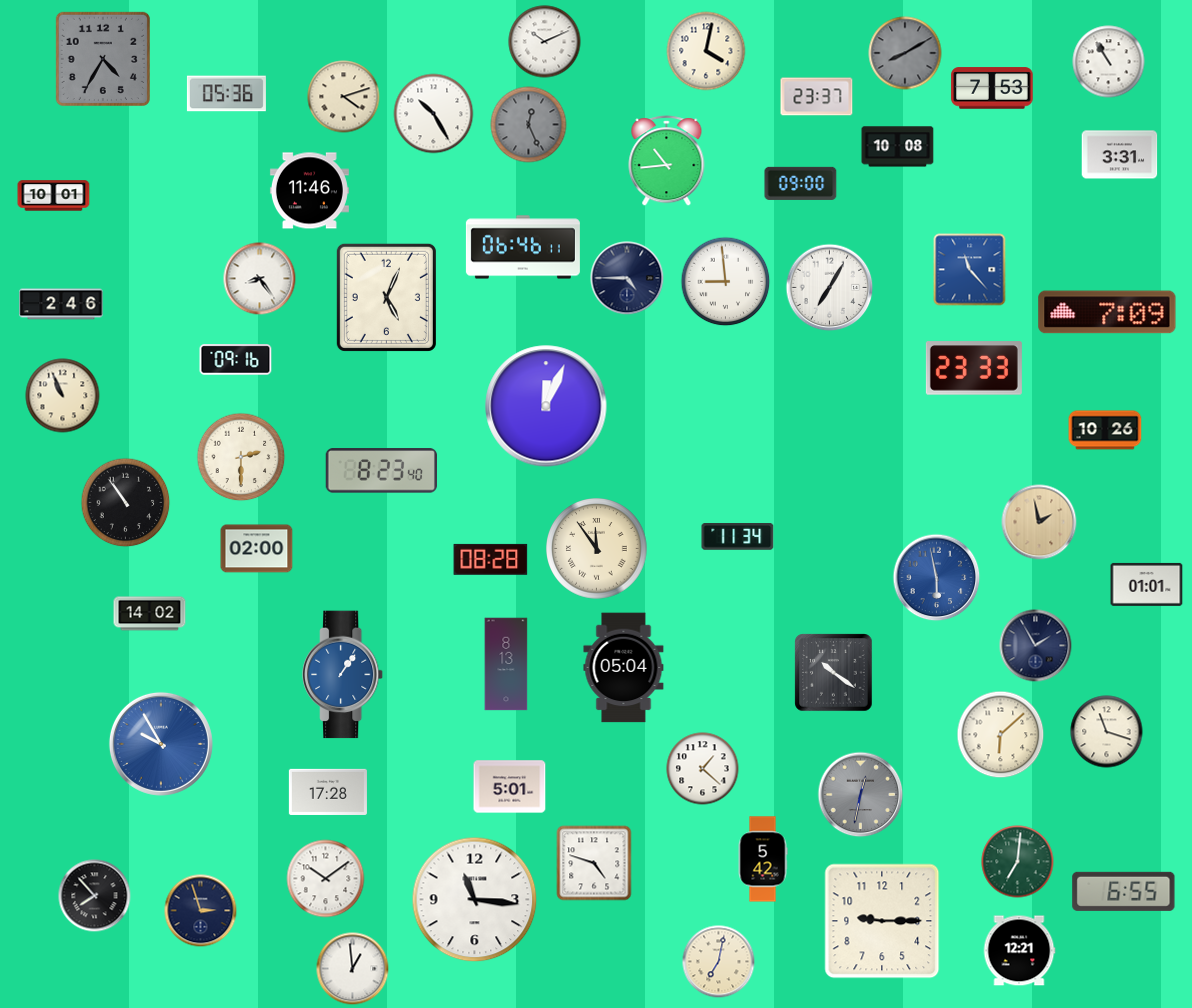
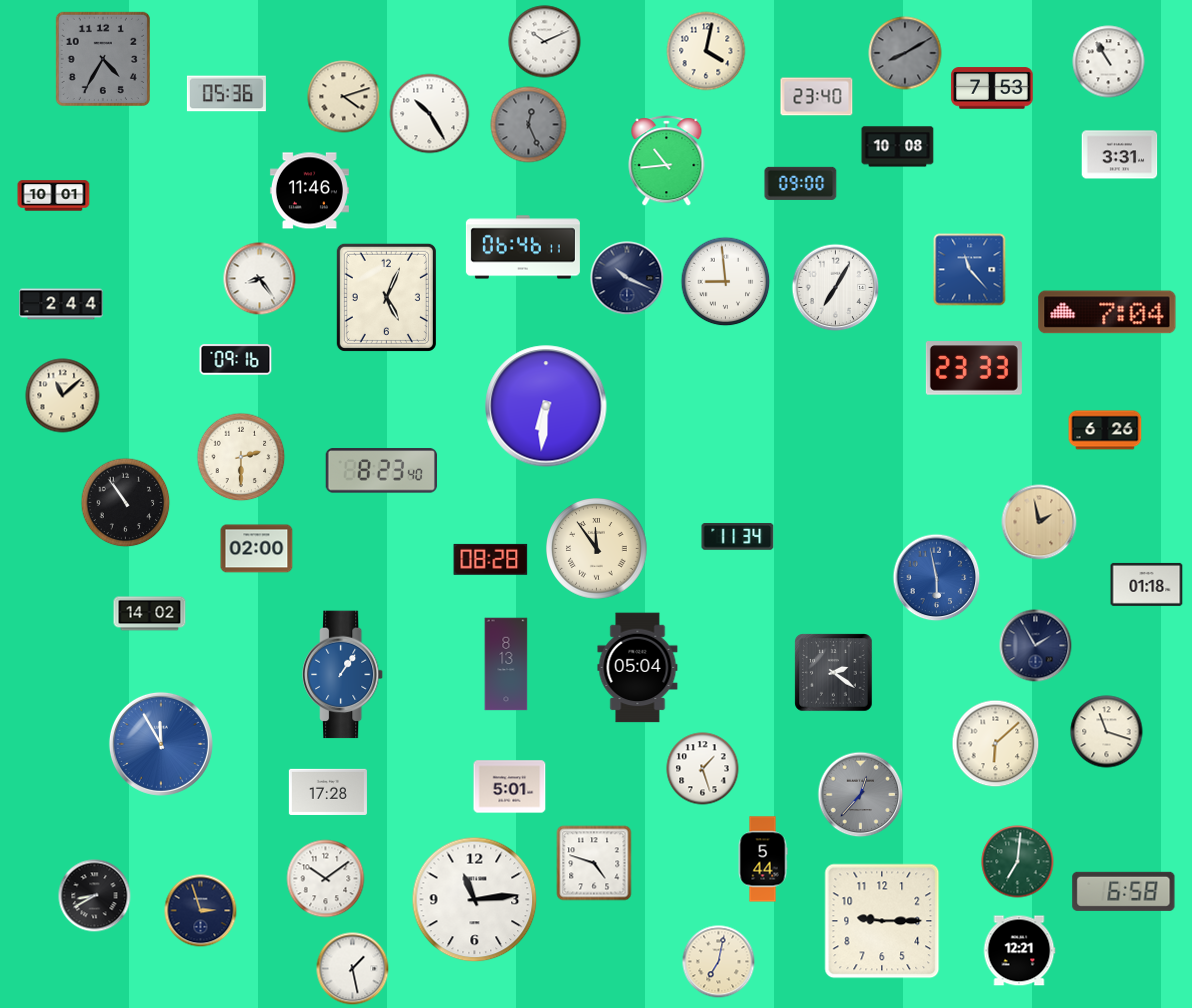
clock at (817, 97): 23:37 -> 23:40
clock at (434, 114) position: (434, 114) -> (430, 114)
clock at (627, 278): 4:45 -> 10:19
clock at (830, 288) position: (830, 288) -> (836, 288)
clock at (61, 304): 2:46 -> 2:44
clock at (1107, 312): 7:09 -> 7:04
clock at (63, 396): 10:56 -> 11:08
clock at (546, 406): 12:04 -> 6:31
clock at (1105, 430): 10:26 -> 6:26
clock at (1147, 584): 01:01 -> 01:18
clock at (624, 668) position: (624, 668) -> (638, 668)
clock at (834, 673): 10:21 -> 2:21
clock at (1001, 735) position: (1001, 735) -> (996, 744)
clock at (161, 744): 9:55 -> 11:55
clock at (703, 769): 1:22 -> 1:27
clock at (861, 795): 12:32 -> 12:37
clock at (763, 859): 5:42 -> 5:44
clock at (1124, 891): 6:55 -> 6:58
clock at (95, 896): 7:53 -> 8:40
clock at (475, 900): 11:16 -> 11:14
clock at (353, 969): 12:59 -> 1:28
